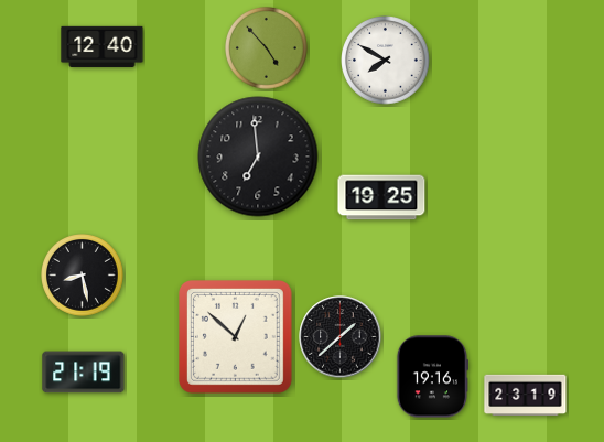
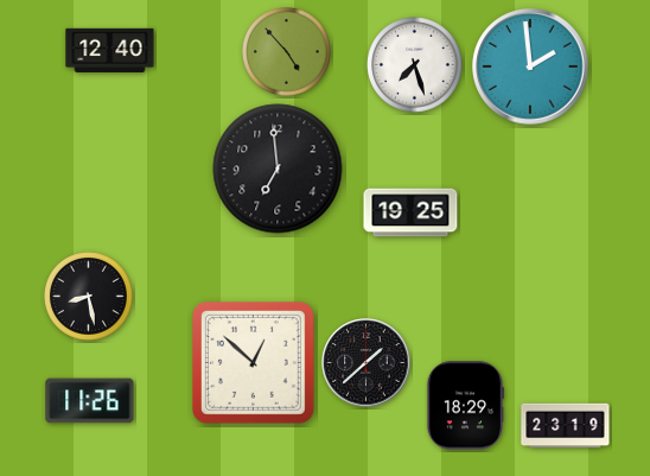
clock at (386, 61): 7:50 -> 7:27
clock at (530, 66): none -> 1:59
clock at (84, 373): 21:19 -> 11:26
clock at (431, 377): 19:16 -> 18:29
